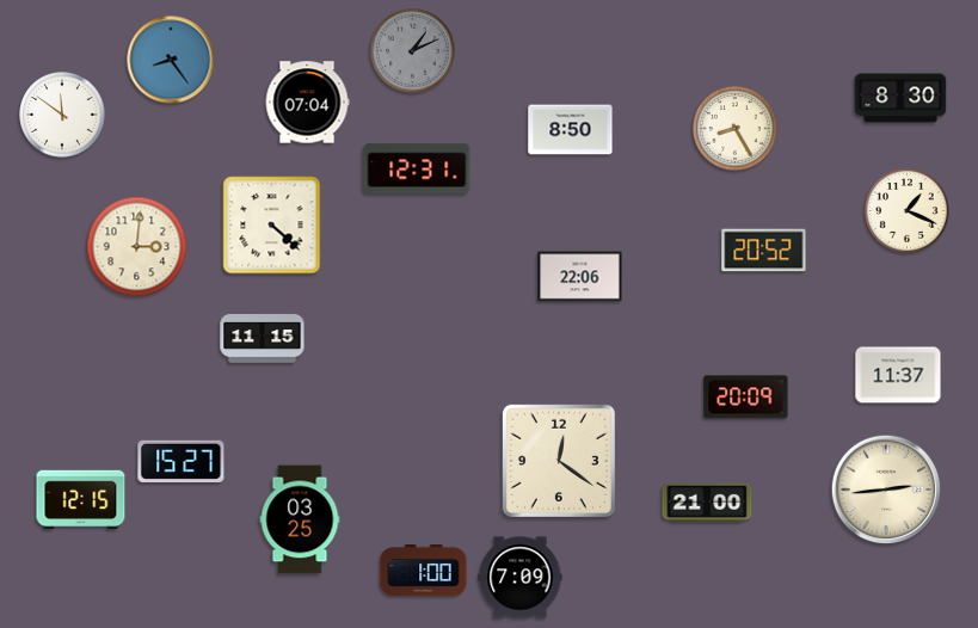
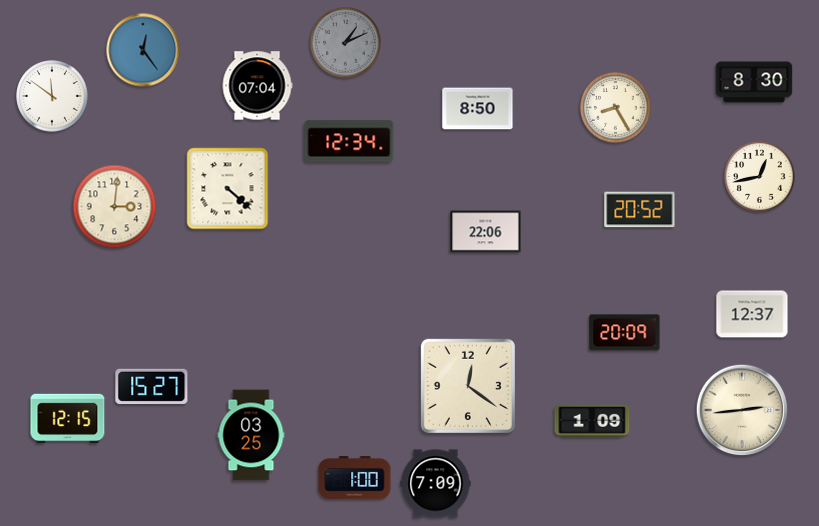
clock at (171, 60): 8:24 -> 12:24
clock at (417, 168): 12:31 -> 12:34
clock at (908, 211): 1:19 -> 12:43
clock at (263, 339): 11:15 -> none
clock at (898, 375): 11:37 -> 12:37
clock at (707, 503): 21:00 -> 1:09
